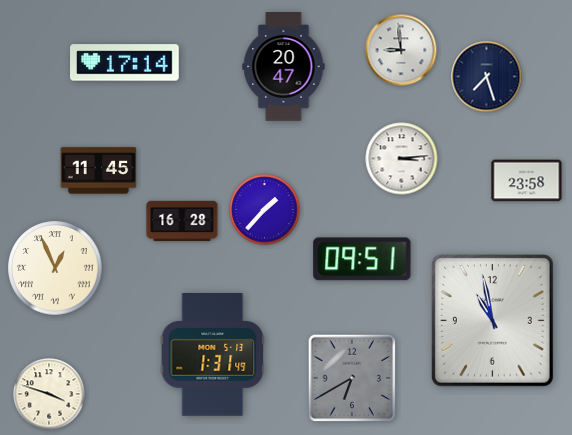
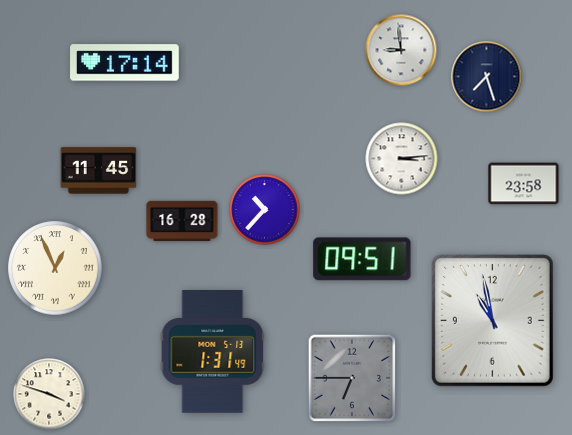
clock at (284, 67): 20:47 -> none
clock at (527, 181) position: (527, 181) -> (524, 184)
clock at (265, 210): 1:37 -> 10:37
clock at (213, 355) position: (213, 355) -> (213, 352)
clock at (352, 378): 6:40 -> 6:45
